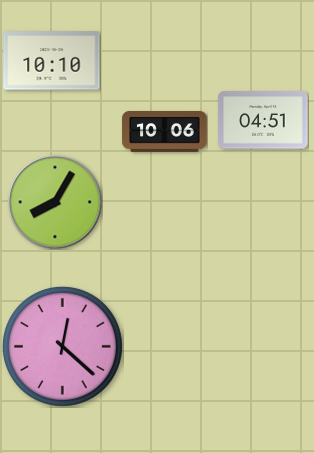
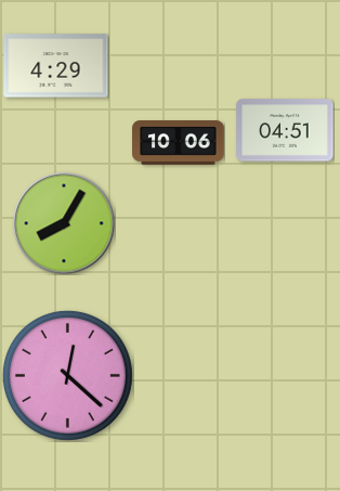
clock at (52, 61): 10:10 -> 4:29
clock at (55, 202) position: (55, 202) -> (64, 223)
